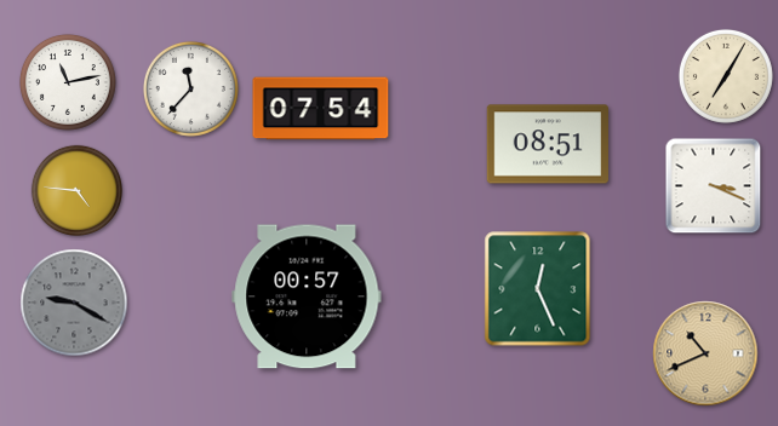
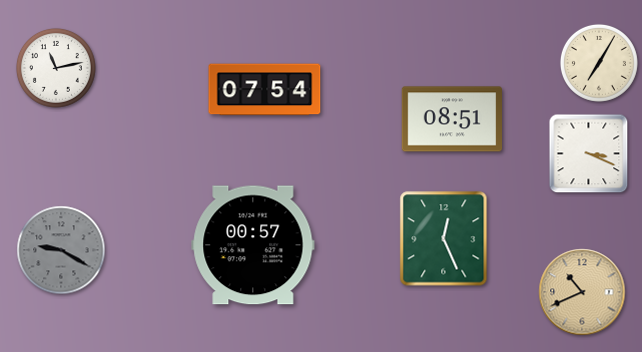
clock at (190, 88): 11:37 -> none
clock at (76, 190): 4:46 -> none
